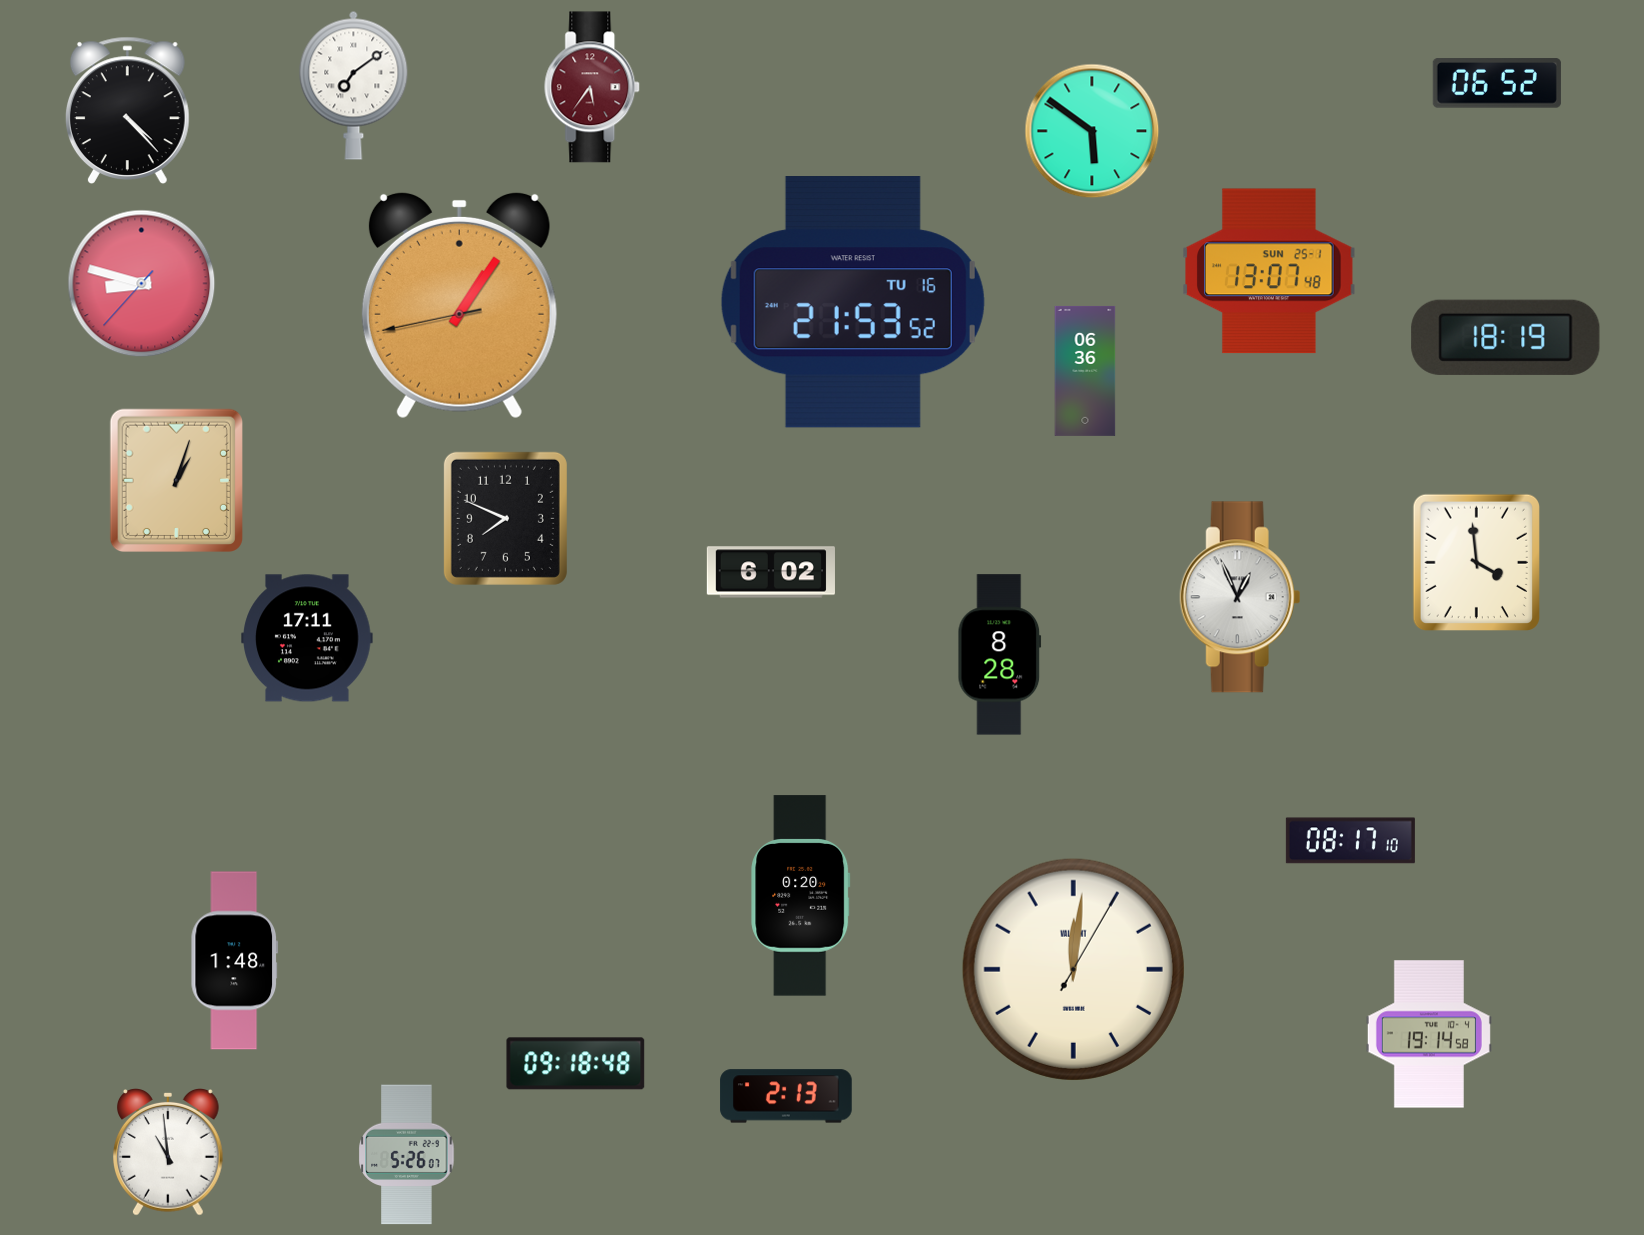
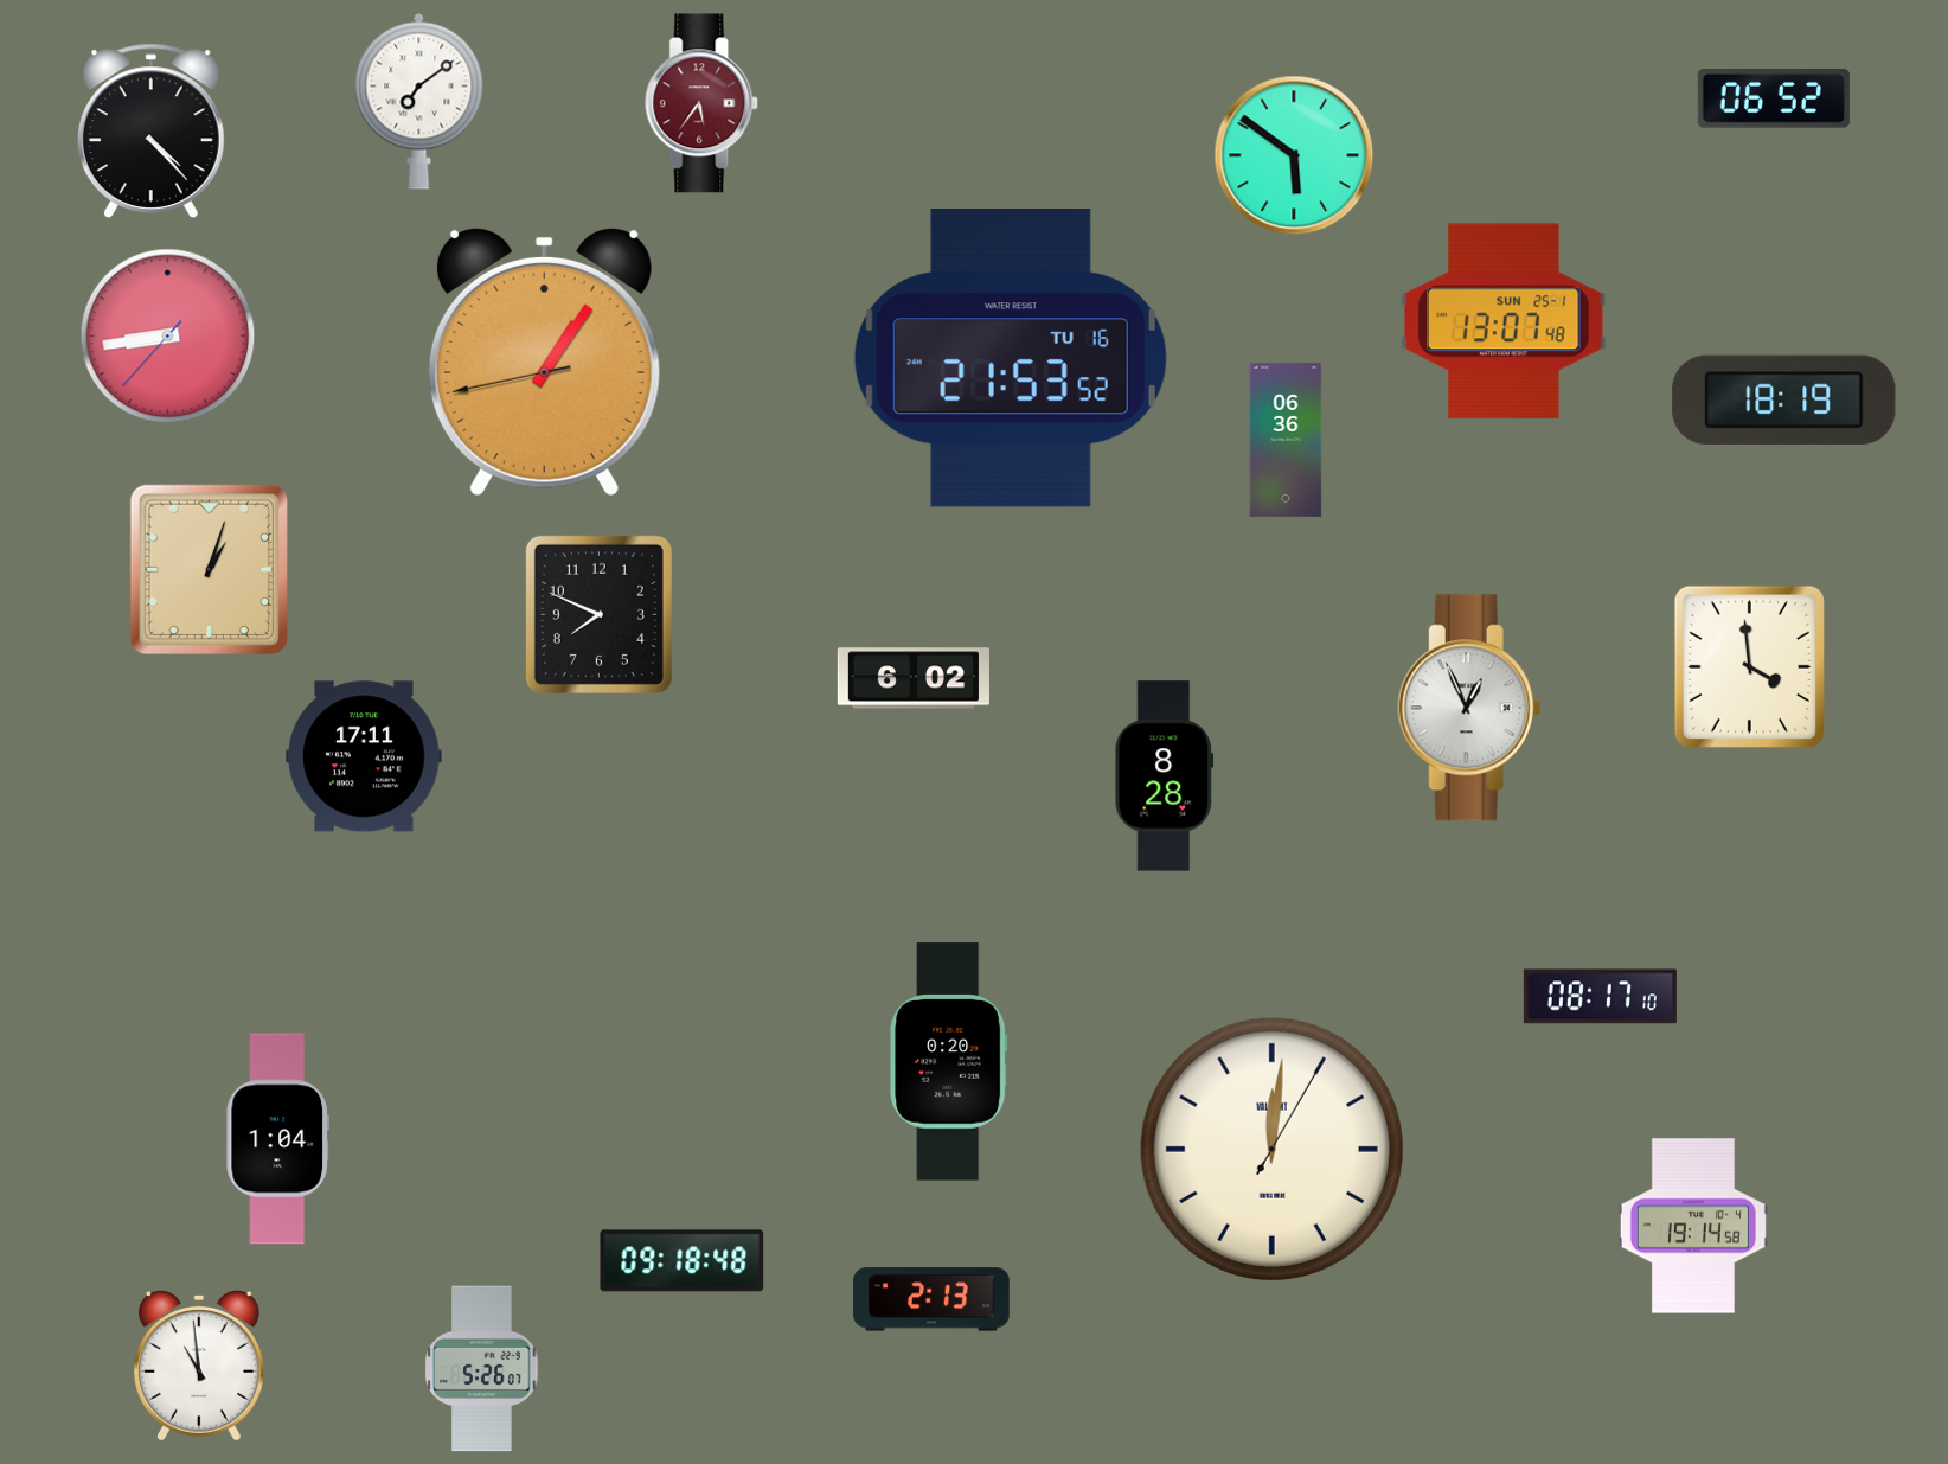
clock at (142, 284): 8:47 -> 8:43
clock at (1000, 655) position: (1000, 655) -> (1165, 776)
clock at (234, 961): 1:48 -> 1:04
